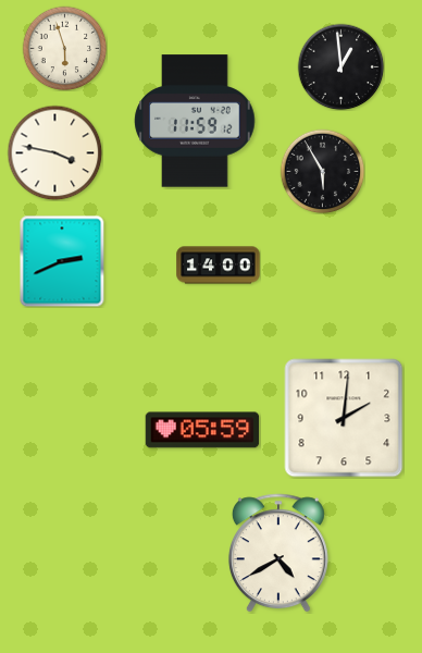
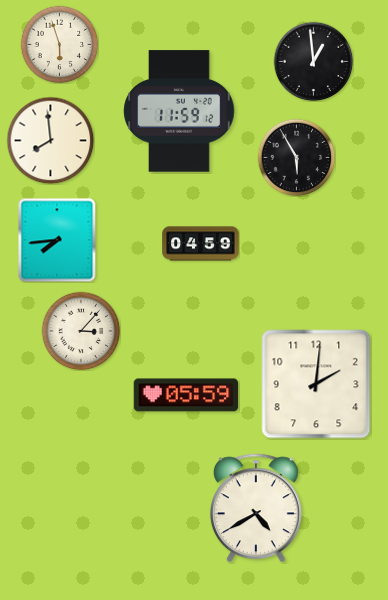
clock at (54, 152): 3:47 -> 7:59
clock at (62, 261): 2:41 -> 7:44
clock at (219, 266): 14:00 -> 04:59
clock at (81, 331): none -> 3:07
